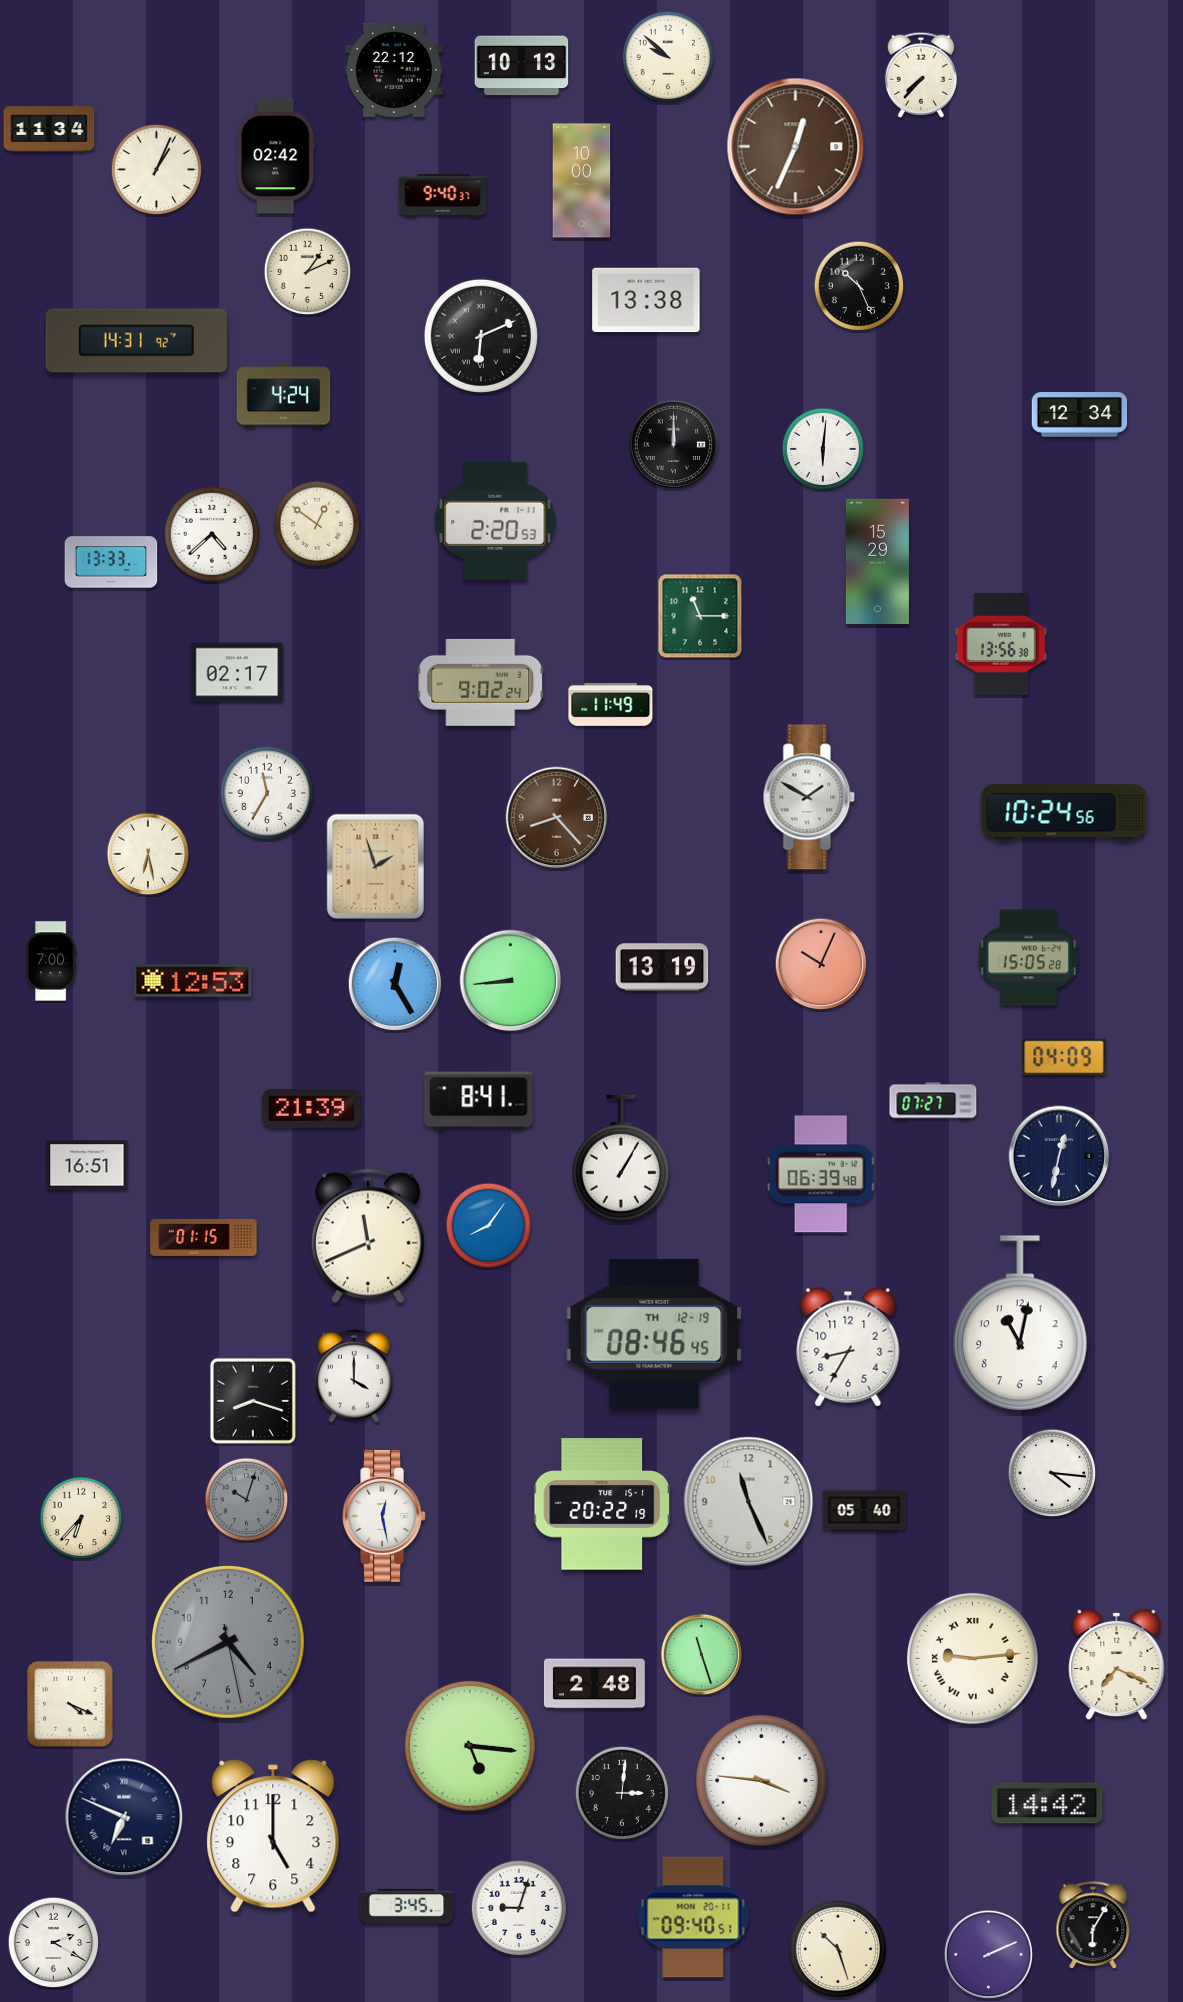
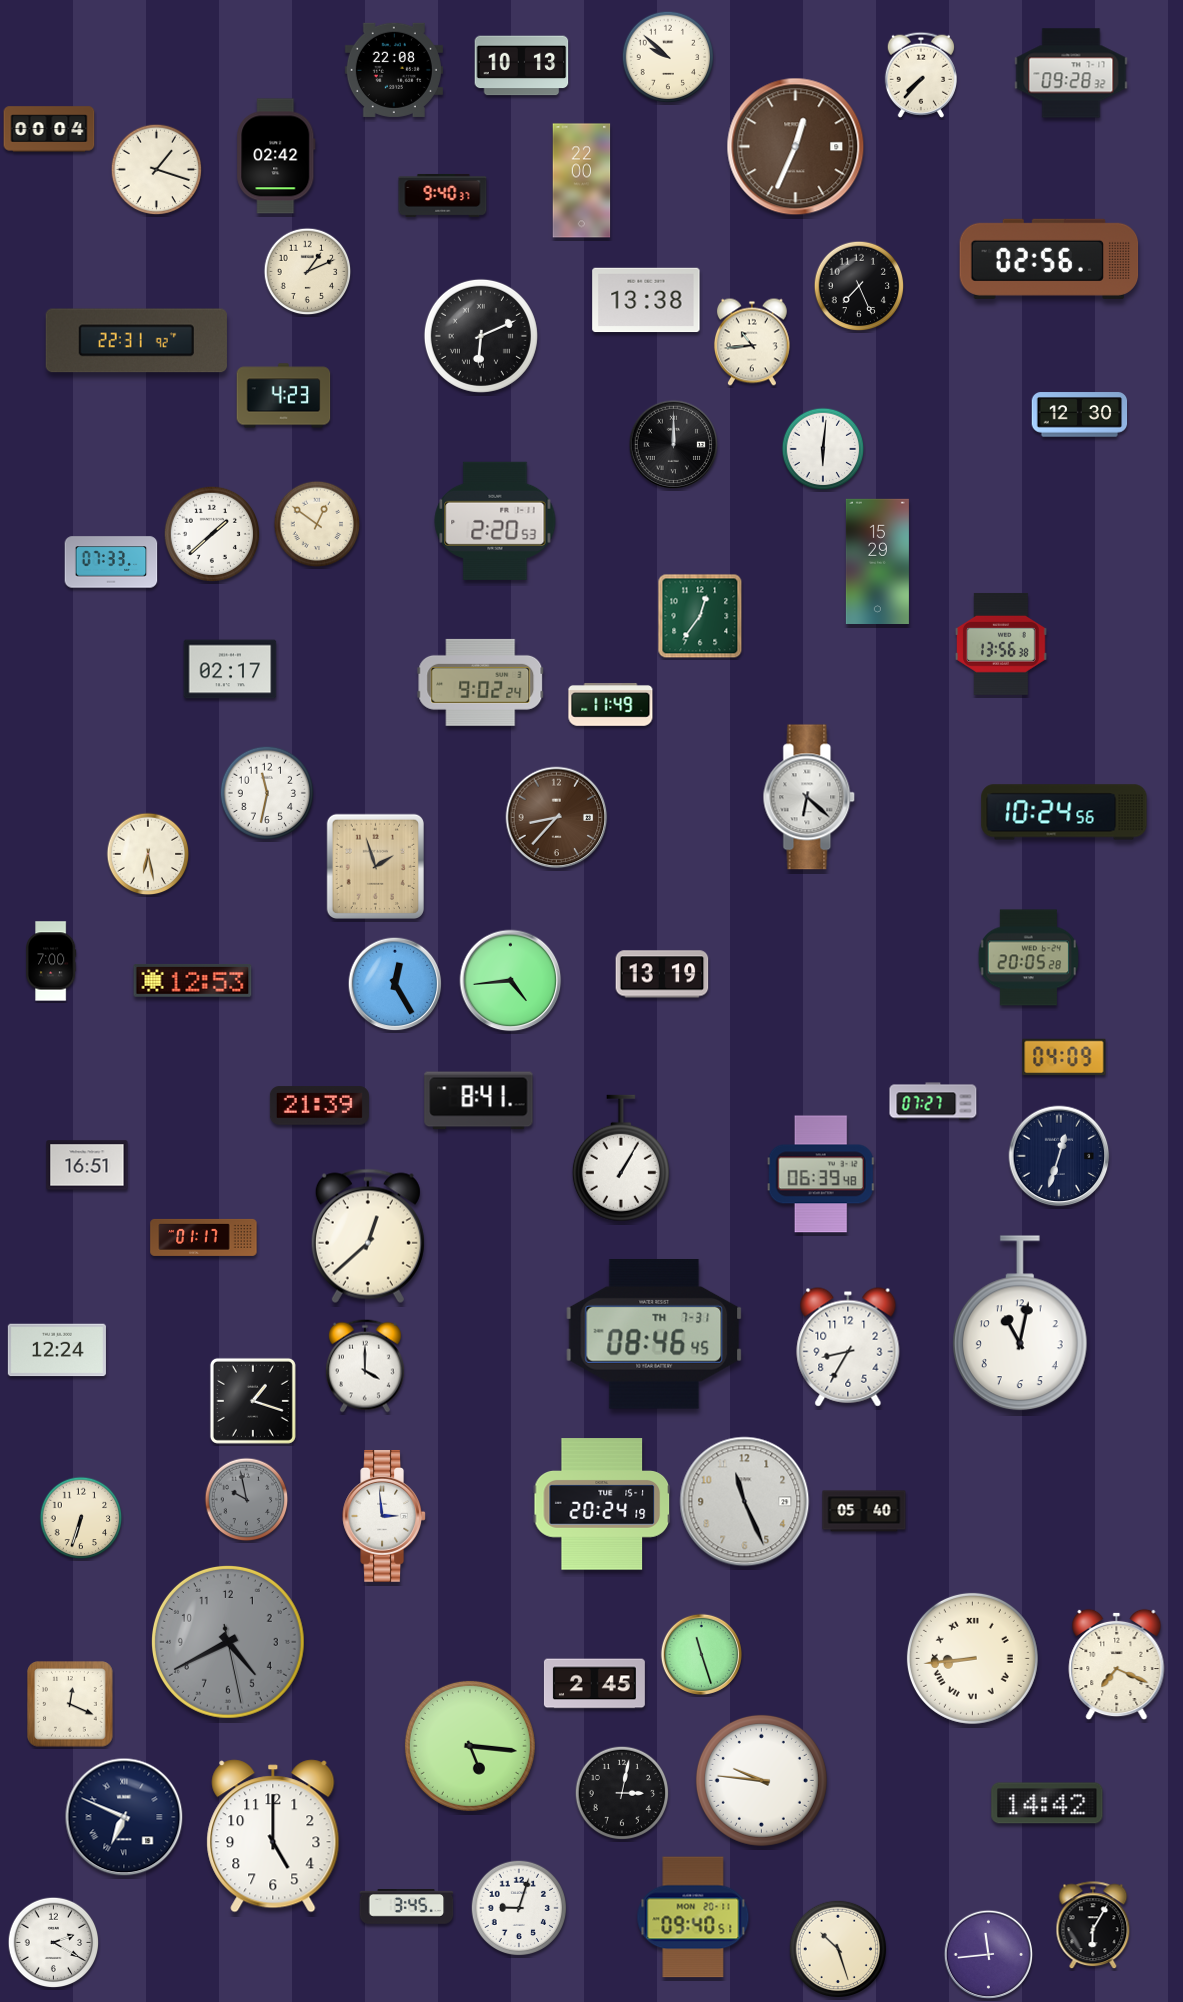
clock at (394, 70): 22:12 -> 22:08
clock at (1071, 73): none -> 09:28
clock at (49, 129): 11:34 -> 00:04
clock at (157, 170): 1:04 -> 1:18
clock at (582, 181): 10:00 -> 22:00
clock at (1049, 259): none -> 02:56
clock at (859, 286): 10:26 -> 7:26
clock at (136, 341): 14:31 -> 22:31
clock at (752, 342): none -> 10:44
clock at (284, 396): 4:24 -> 4:23
clock at (1080, 415): 12:34 -> 12:30
clock at (212, 534): 4:38 -> 1:38
clock at (111, 562): 13:33 -> 07:33
clock at (700, 616): 11:15 -> 12:36
clock at (237, 672) position: (237, 672) -> (230, 669)
clock at (267, 793): 11:35 -> 11:32
clock at (809, 797): 1:50 -> 6:22
clock at (557, 818): 8:23 -> 8:37
clock at (1028, 958): 15:05 -> 20:05
clock at (821, 964): 10:04 -> none
clock at (662, 967) position: (662, 967) -> (662, 974)
clock at (511, 981): 8:44 -> 4:44
clock at (311, 1109) position: (311, 1109) -> (319, 1106)
clock at (1059, 1156): 12:32 -> 12:33
clock at (489, 1226): 8:06 -> none
clock at (368, 1236): 11:41 -> 12:38
clock at (204, 1237): 01:15 -> 01:17
clock at (654, 1335) date: TH 12-19 -> TH 7-31
clock at (57, 1350): none -> 12:24
clock at (354, 1376) position: (354, 1376) -> (365, 1366)
clock at (253, 1401): 8:18 -> 1:18
clock at (1052, 1473): 4:16 -> none
clock at (247, 1500): 10:03 -> 9:58
clock at (749, 1502) position: (749, 1502) -> (745, 1502)
clock at (602, 1504): 20:22 -> 20:24
clock at (384, 1517): 12:28 -> 2:59
clock at (81, 1518): 6:37 -> 6:33
clock at (972, 1658): 9:14 -> 8:44
clock at (594, 1684): 2:48 -> 2:45
clock at (70, 1704): 4:19 -> 12:19
clock at (761, 1780): 3:46 -> 9:46
clock at (622, 1793): 3:01 -> 3:02
clock at (989, 1955): 2:11 -> 11:44
